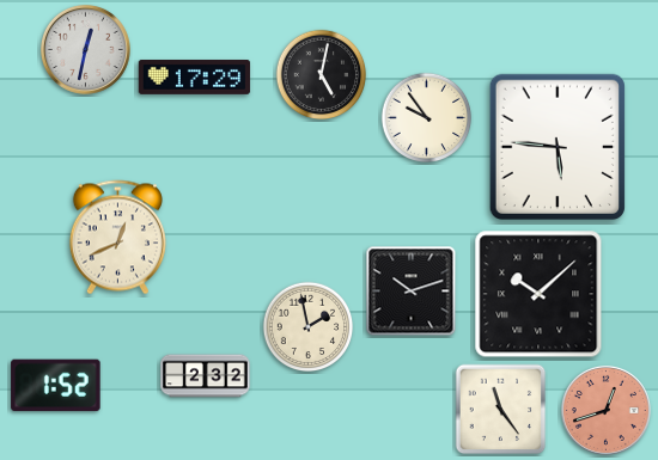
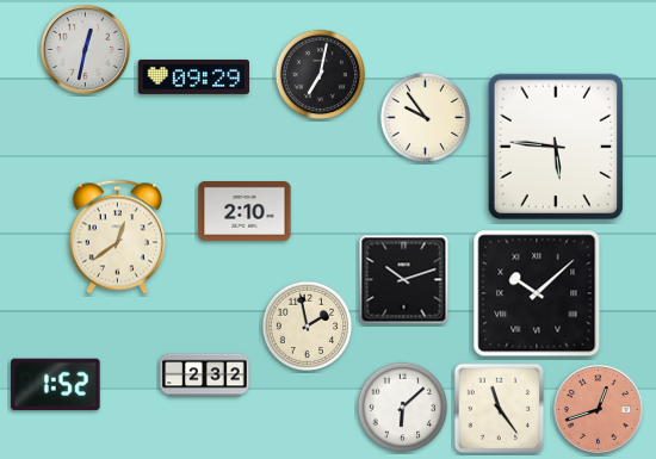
clock at (322, 75): 5:02 -> 7:02
clock at (195, 76): 17:29 -> 09:29
clock at (245, 212): none -> 2:10
clock at (117, 238): 12:41 -> 12:39
clock at (412, 292) position: (412, 292) -> (404, 280)
clock at (403, 408): none -> 6:08
clock at (605, 410) position: (605, 410) -> (598, 409)
